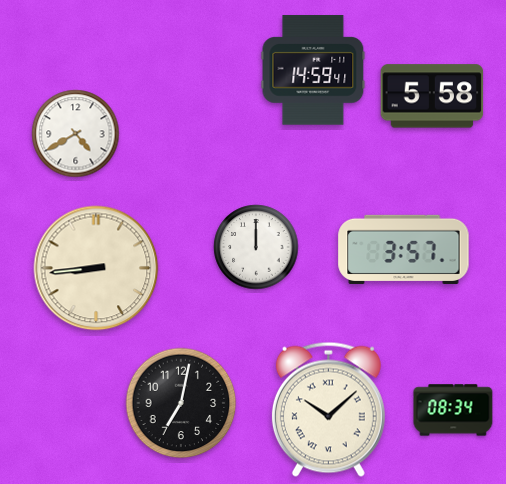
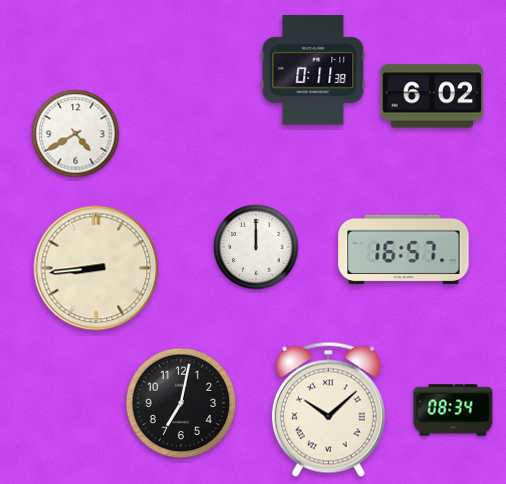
clock at (313, 70): 14:59 -> 0:11
clock at (432, 96): 5:58 -> 6:02
clock at (404, 249): 3:57 -> 16:57
